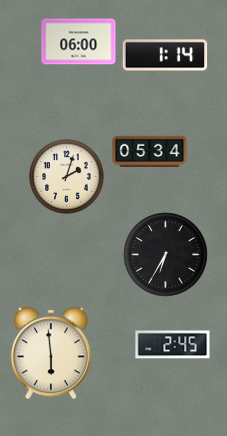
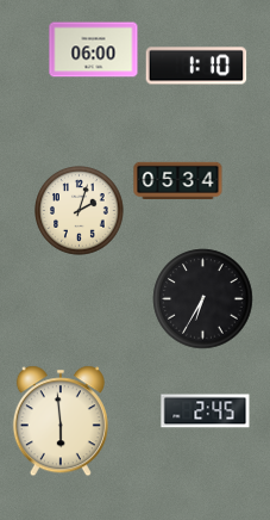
clock at (165, 55): 1:14 -> 1:10
clock at (166, 255) position: (166, 255) -> (203, 299)
